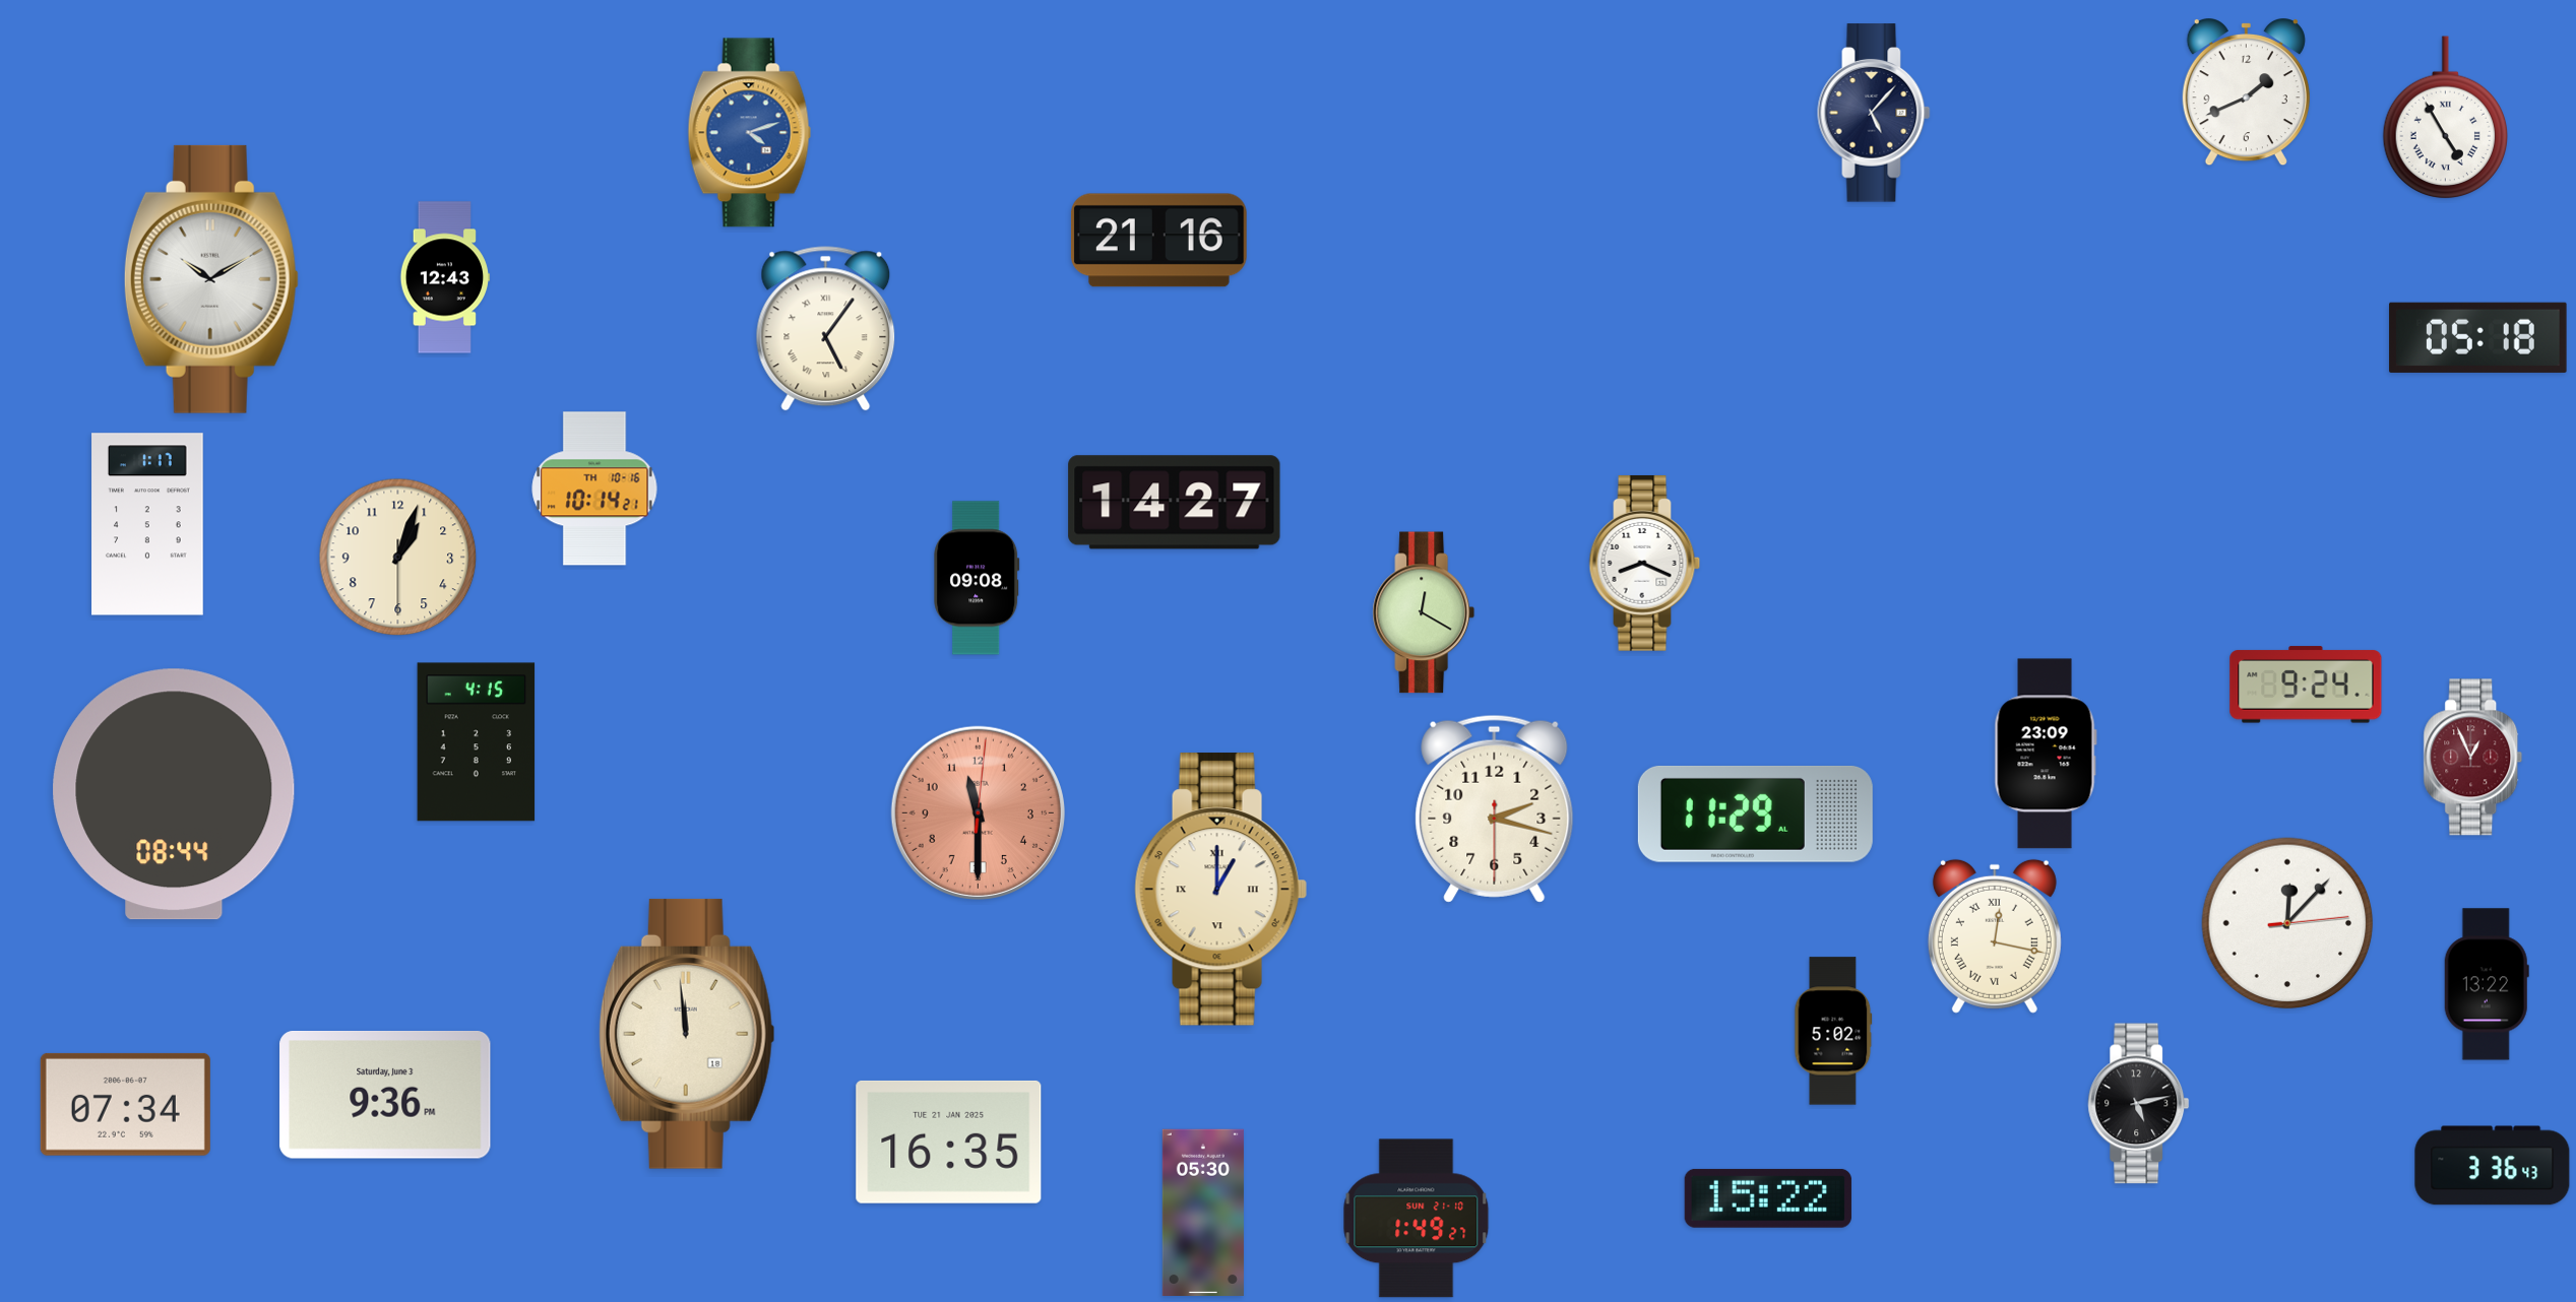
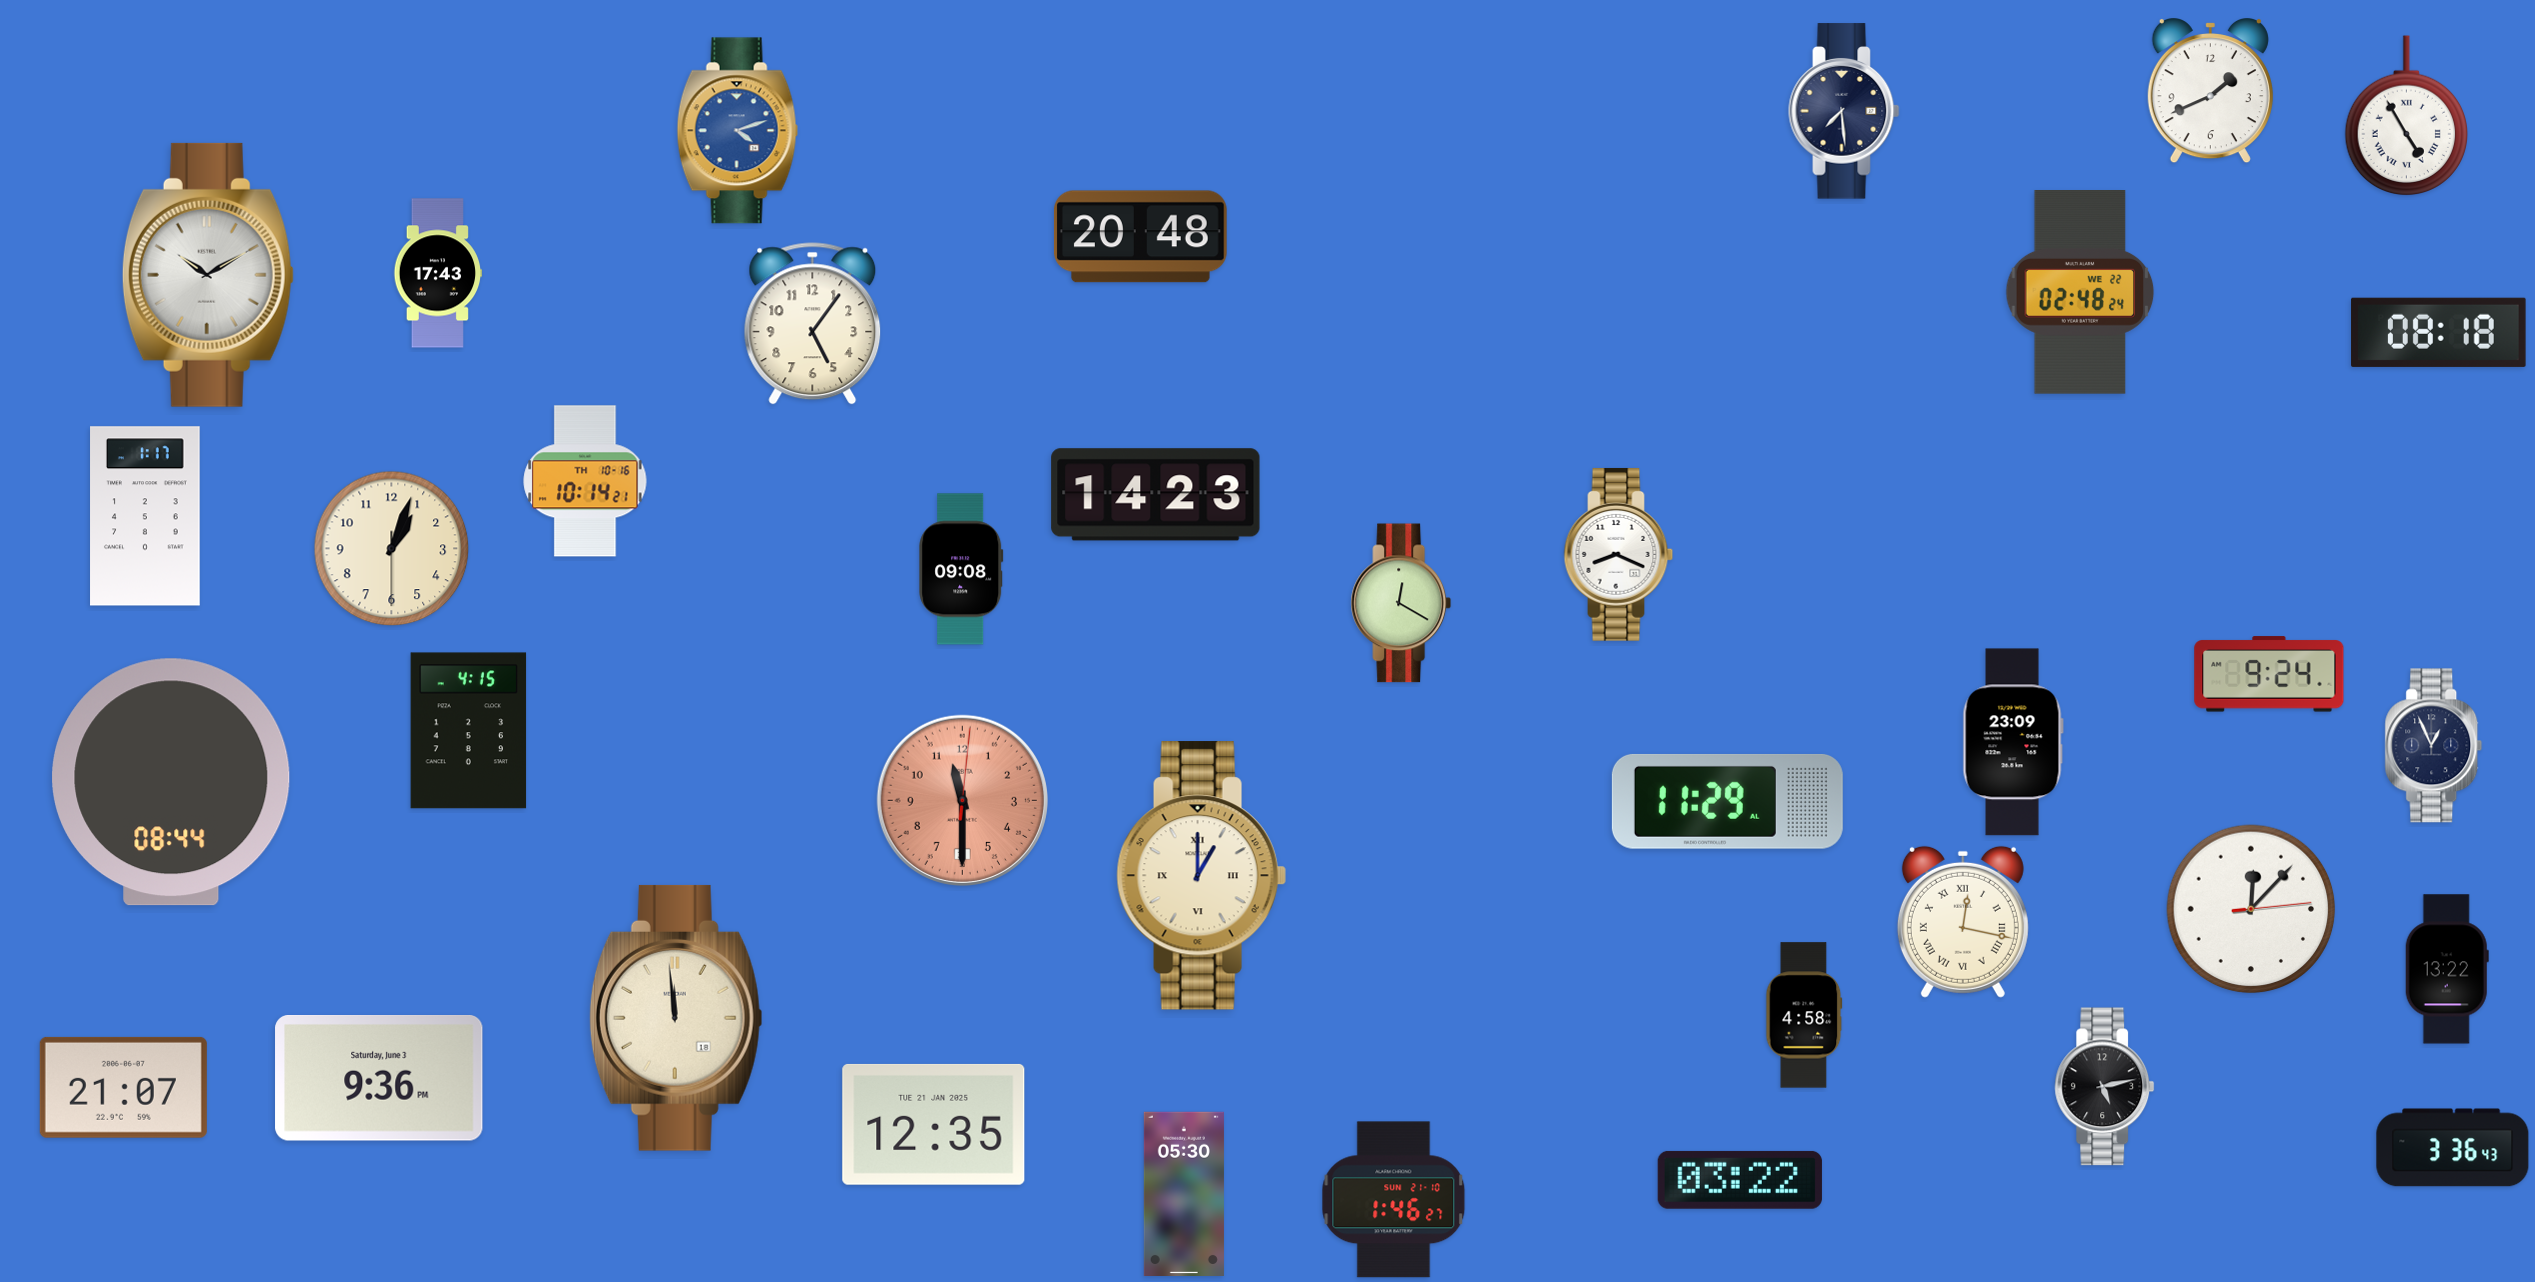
clock at (1874, 113): 5:07 -> 7:29
clock at (1158, 241): 21:16 -> 20:48
clock at (445, 277): 12:43 -> 17:43
clock at (2080, 293): none -> 02:48
clock at (826, 329) numerals: Roman -> Arabic
clock at (2478, 337): 05:18 -> 08:18
clock at (1175, 503): 14:27 -> 14:23
clock at (2473, 758) dial: burgundy -> navy
clock at (1495, 808): 2:17 -> none
clock at (1833, 1031): 5:02 -> 4:58
clock at (125, 1104): 07:34 -> 21:07
clock at (949, 1142): 16:35 -> 12:35
clock at (1768, 1198): 15:22 -> 03:22
clock at (1417, 1219): 1:49 -> 1:46
